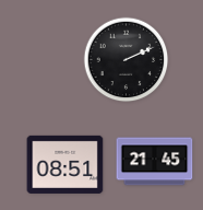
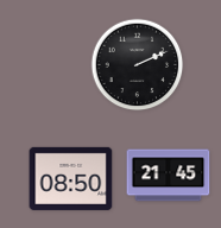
clock at (65, 164): 08:51 -> 08:50
